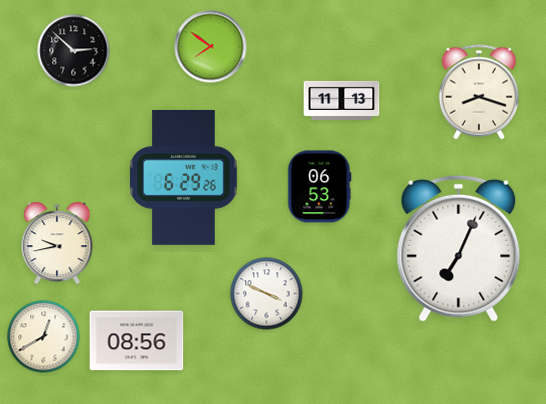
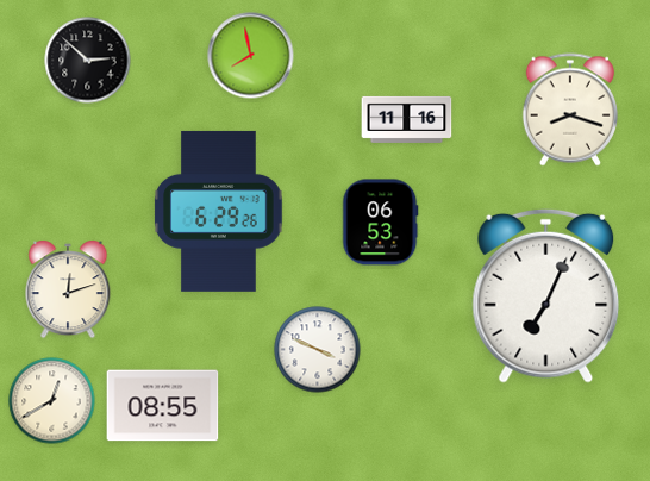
clock at (211, 47): 7:51 -> 7:58
clock at (342, 100): 11:13 -> 11:16
clock at (57, 243): 9:43 -> 12:12
clock at (137, 341): 08:56 -> 08:55
